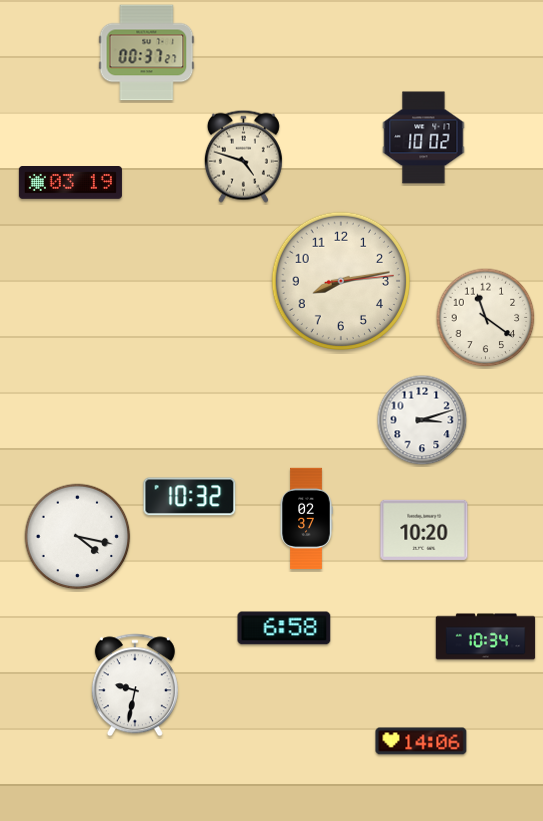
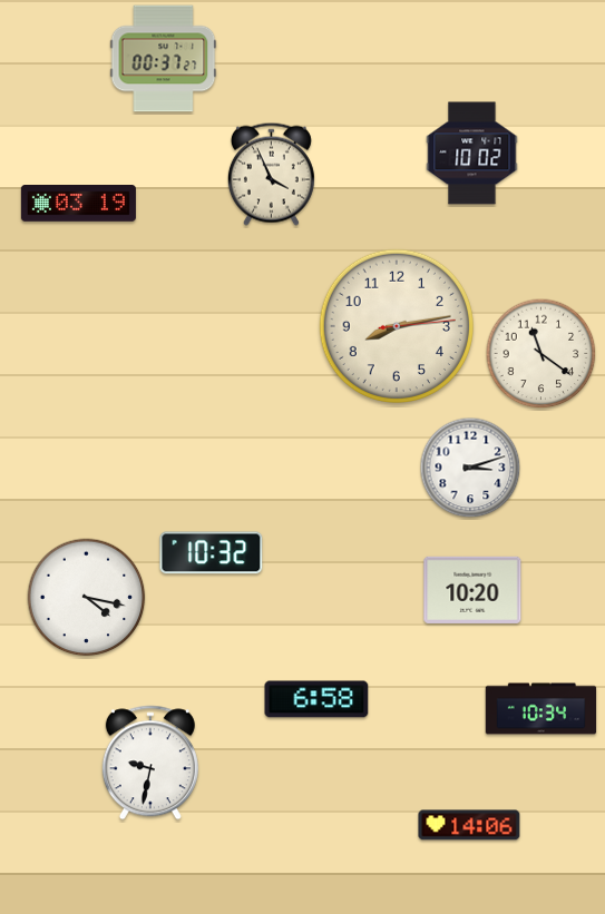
clock at (243, 156): 4:48 -> 3:56
clock at (340, 280) position: (340, 280) -> (396, 325)
clock at (306, 518): 02:37 -> none
